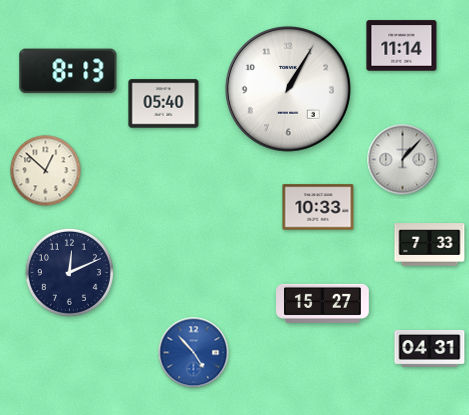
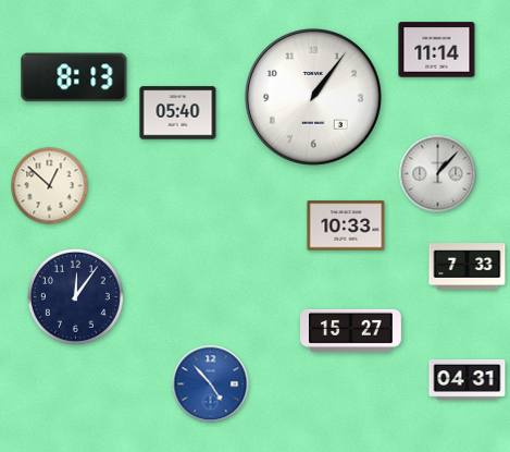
clock at (288, 89): 1:05 -> 1:06
clock at (69, 272): 12:11 -> 12:06
